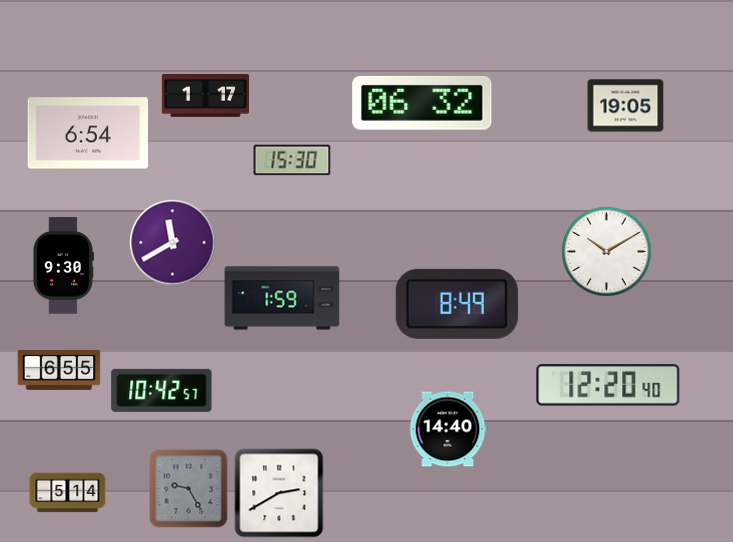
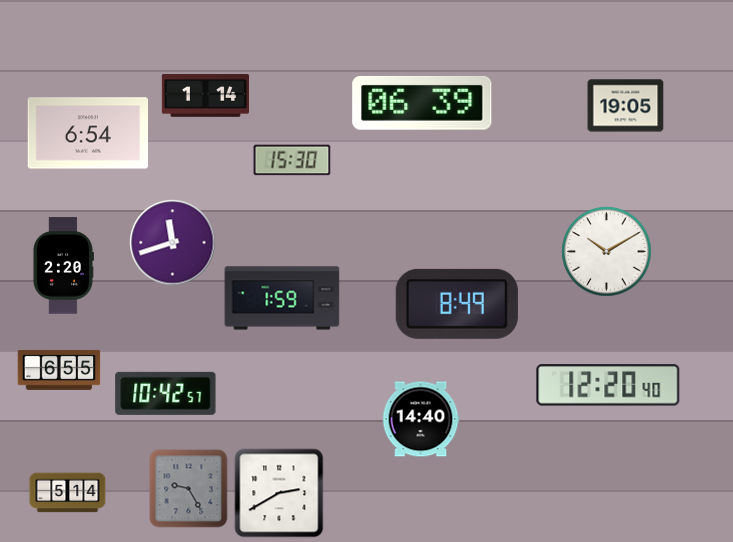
clock at (205, 96): 1:17 -> 1:14
clock at (422, 103): 06:32 -> 06:39
clock at (173, 243): 11:40 -> 11:42
clock at (63, 266): 9:30 -> 2:20
clock at (162, 390) position: (162, 390) -> (166, 393)
clock at (448, 429) position: (448, 429) -> (421, 419)
